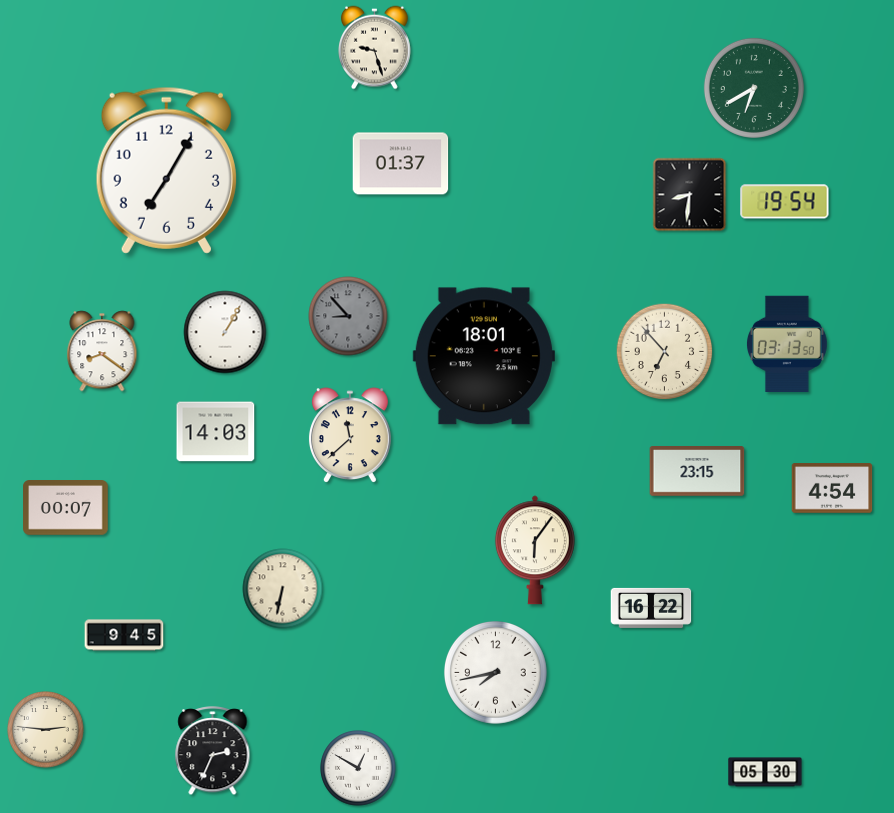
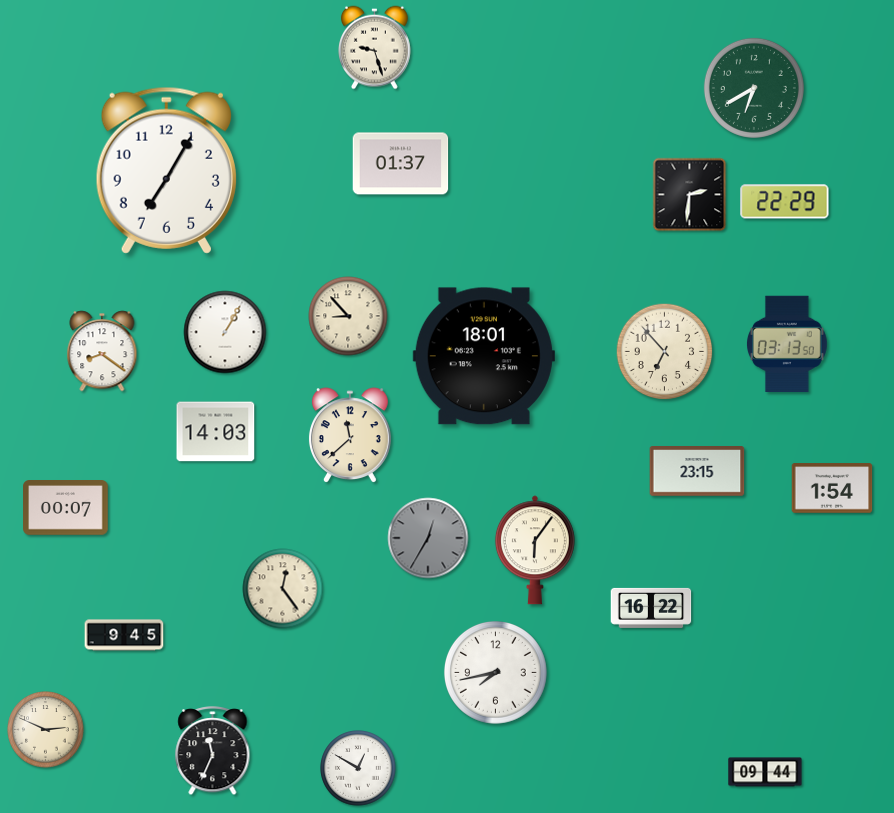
clock at (690, 195): 8:31 -> 2:31
clock at (785, 202): 19:54 -> 22:29
clock at (348, 316) dial: grey -> cream
clock at (832, 488): 4:54 -> 1:54
clock at (428, 538): none -> 12:35
clock at (283, 589): 6:32 -> 12:24
clock at (46, 730): 2:46 -> 2:49
clock at (213, 752): 2:34 -> 11:34
clock at (765, 772): 05:30 -> 09:44
